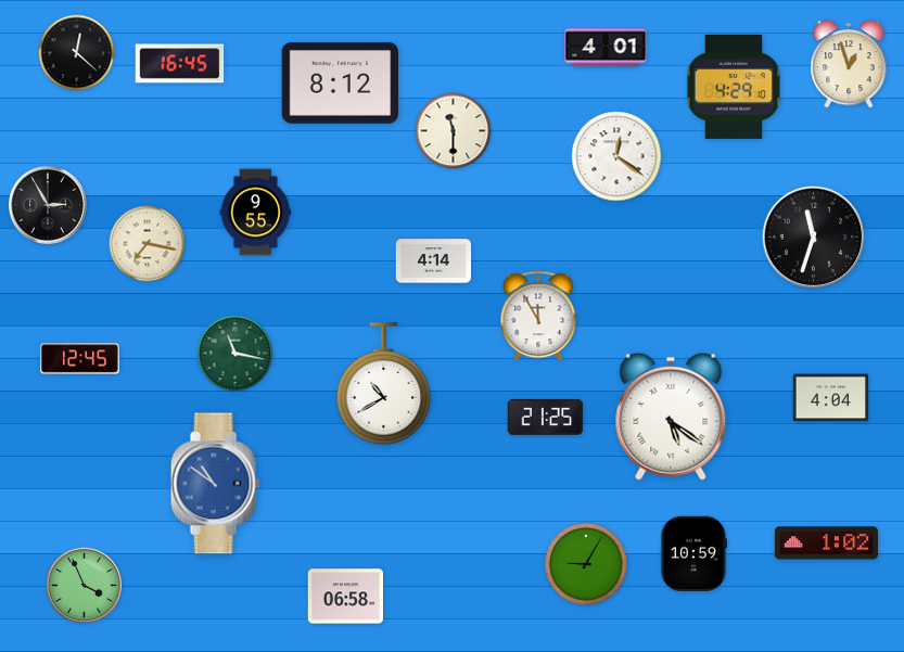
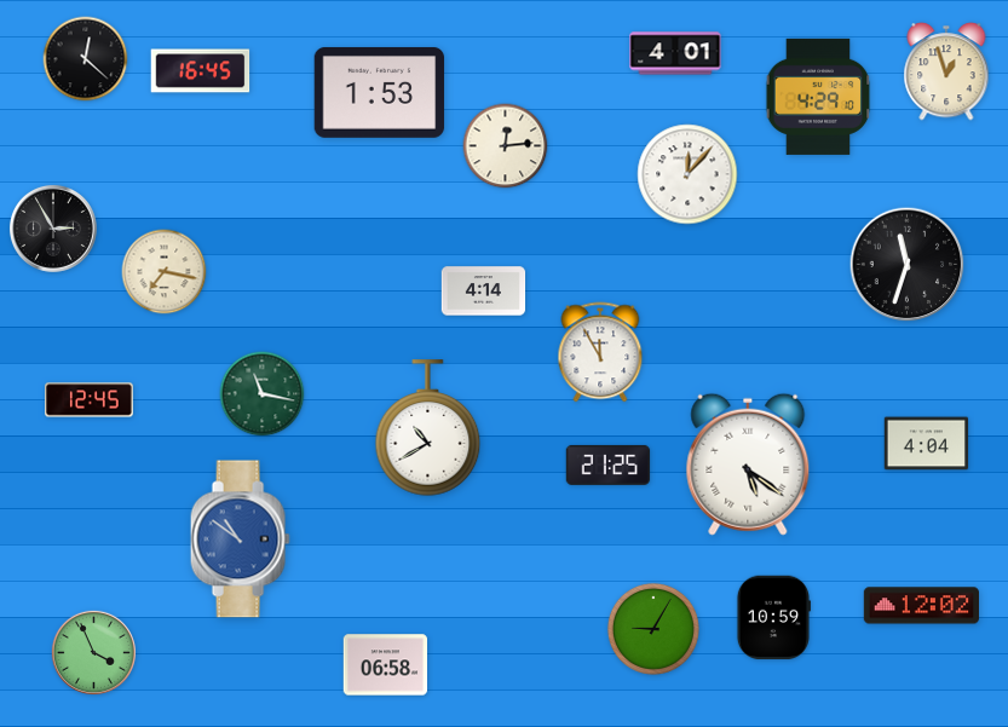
clock at (341, 82): 8:12 -> 1:53
clock at (454, 131): 11:30 -> 12:14
clock at (616, 156): 12:21 -> 12:07
clock at (256, 213): 9:55 -> none
clock at (826, 544): 1:02 -> 12:02
